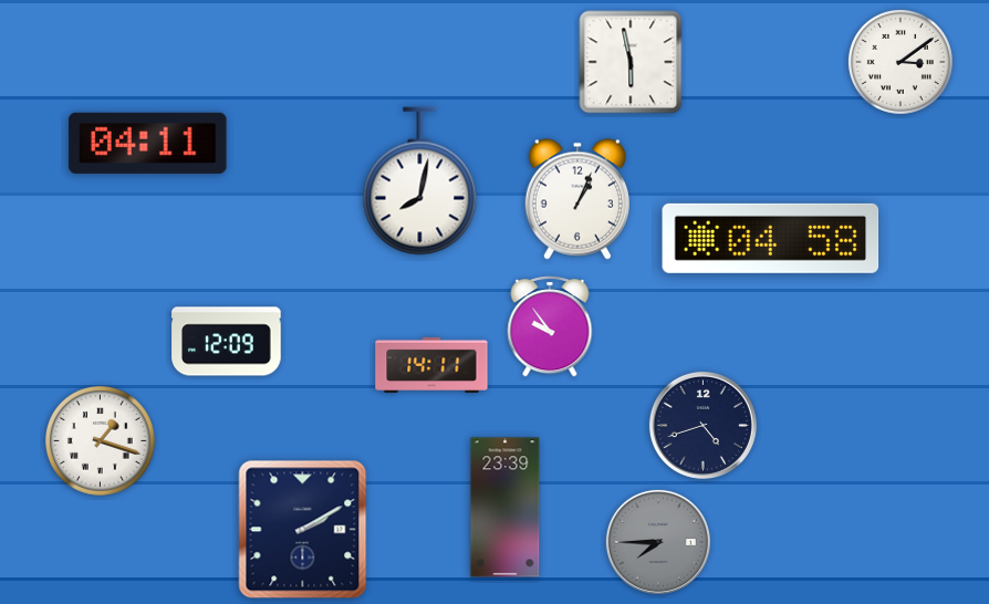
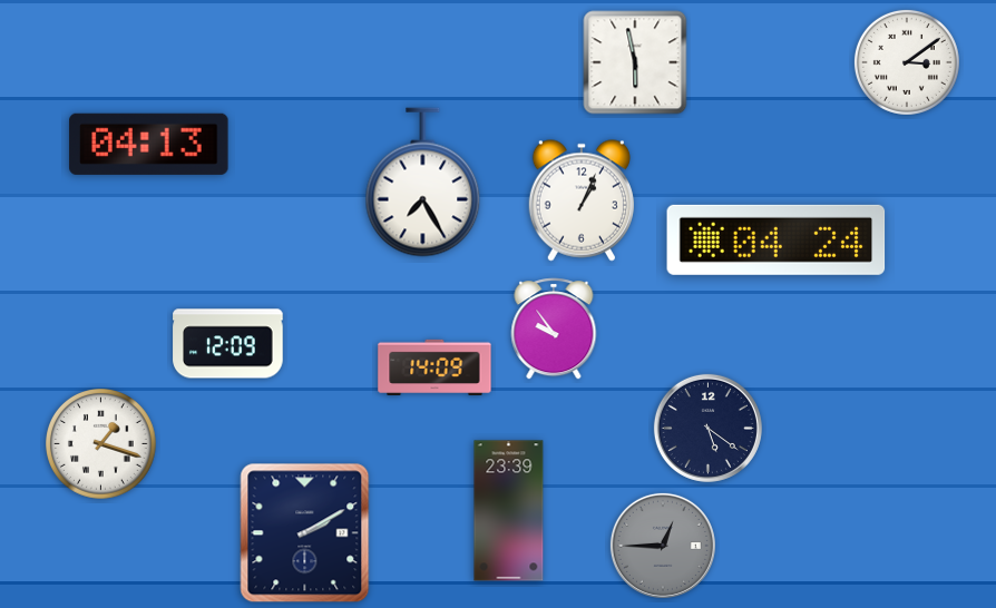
clock at (148, 143): 04:11 -> 04:13
clock at (420, 181): 8:02 -> 7:25
clock at (771, 238): 04:58 -> 04:24
clock at (431, 364): 14:11 -> 14:09
clock at (702, 425): 4:42 -> 5:21
clock at (658, 542): 7:45 -> 12:45
